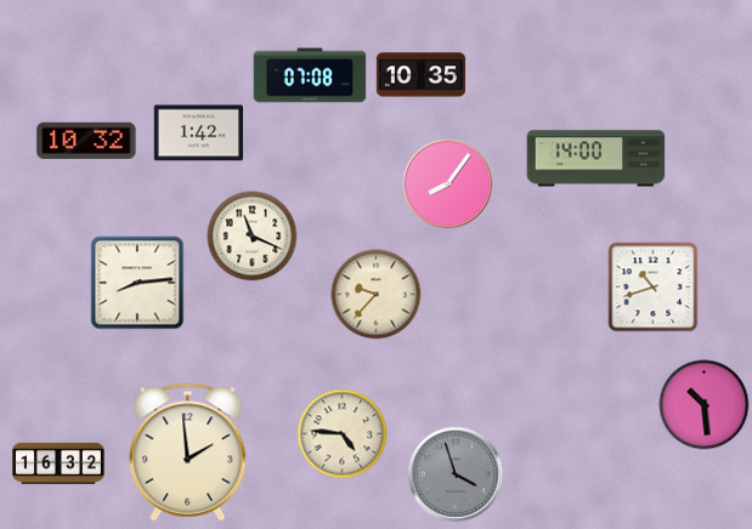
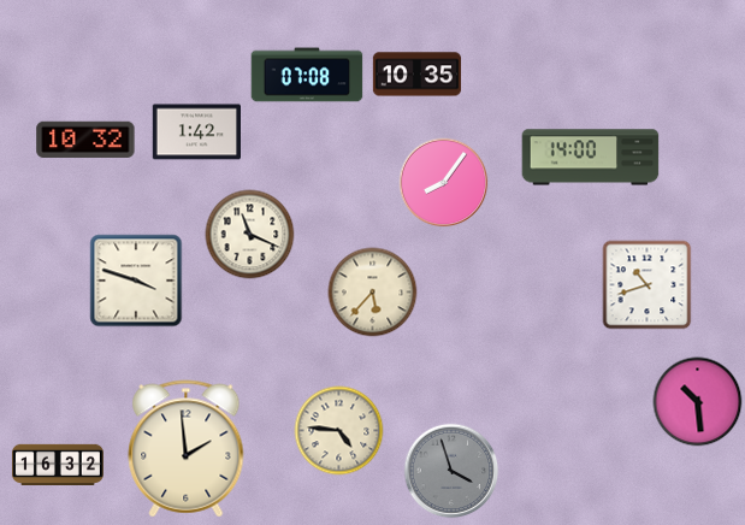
clock at (137, 283): 8:14 -> 3:48
clock at (377, 295): 9:37 -> 5:37
clock at (58, 462) position: (58, 462) -> (58, 464)
